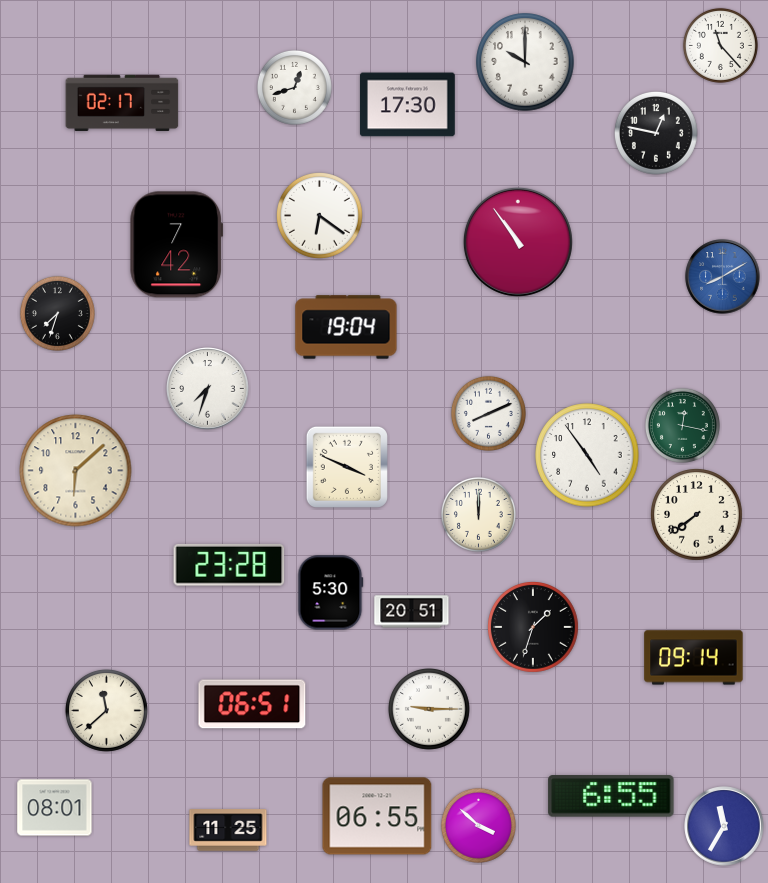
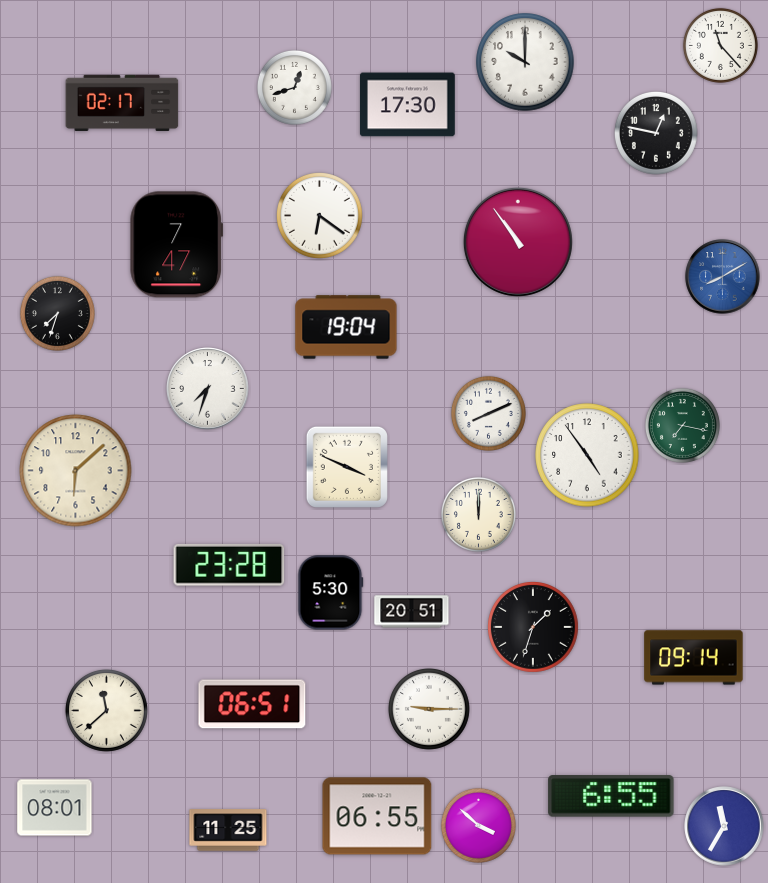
clock at (177, 245): 7:42 -> 7:47
clock at (682, 425): 12:17 -> 7:17
clock at (697, 515): 7:39 -> none
